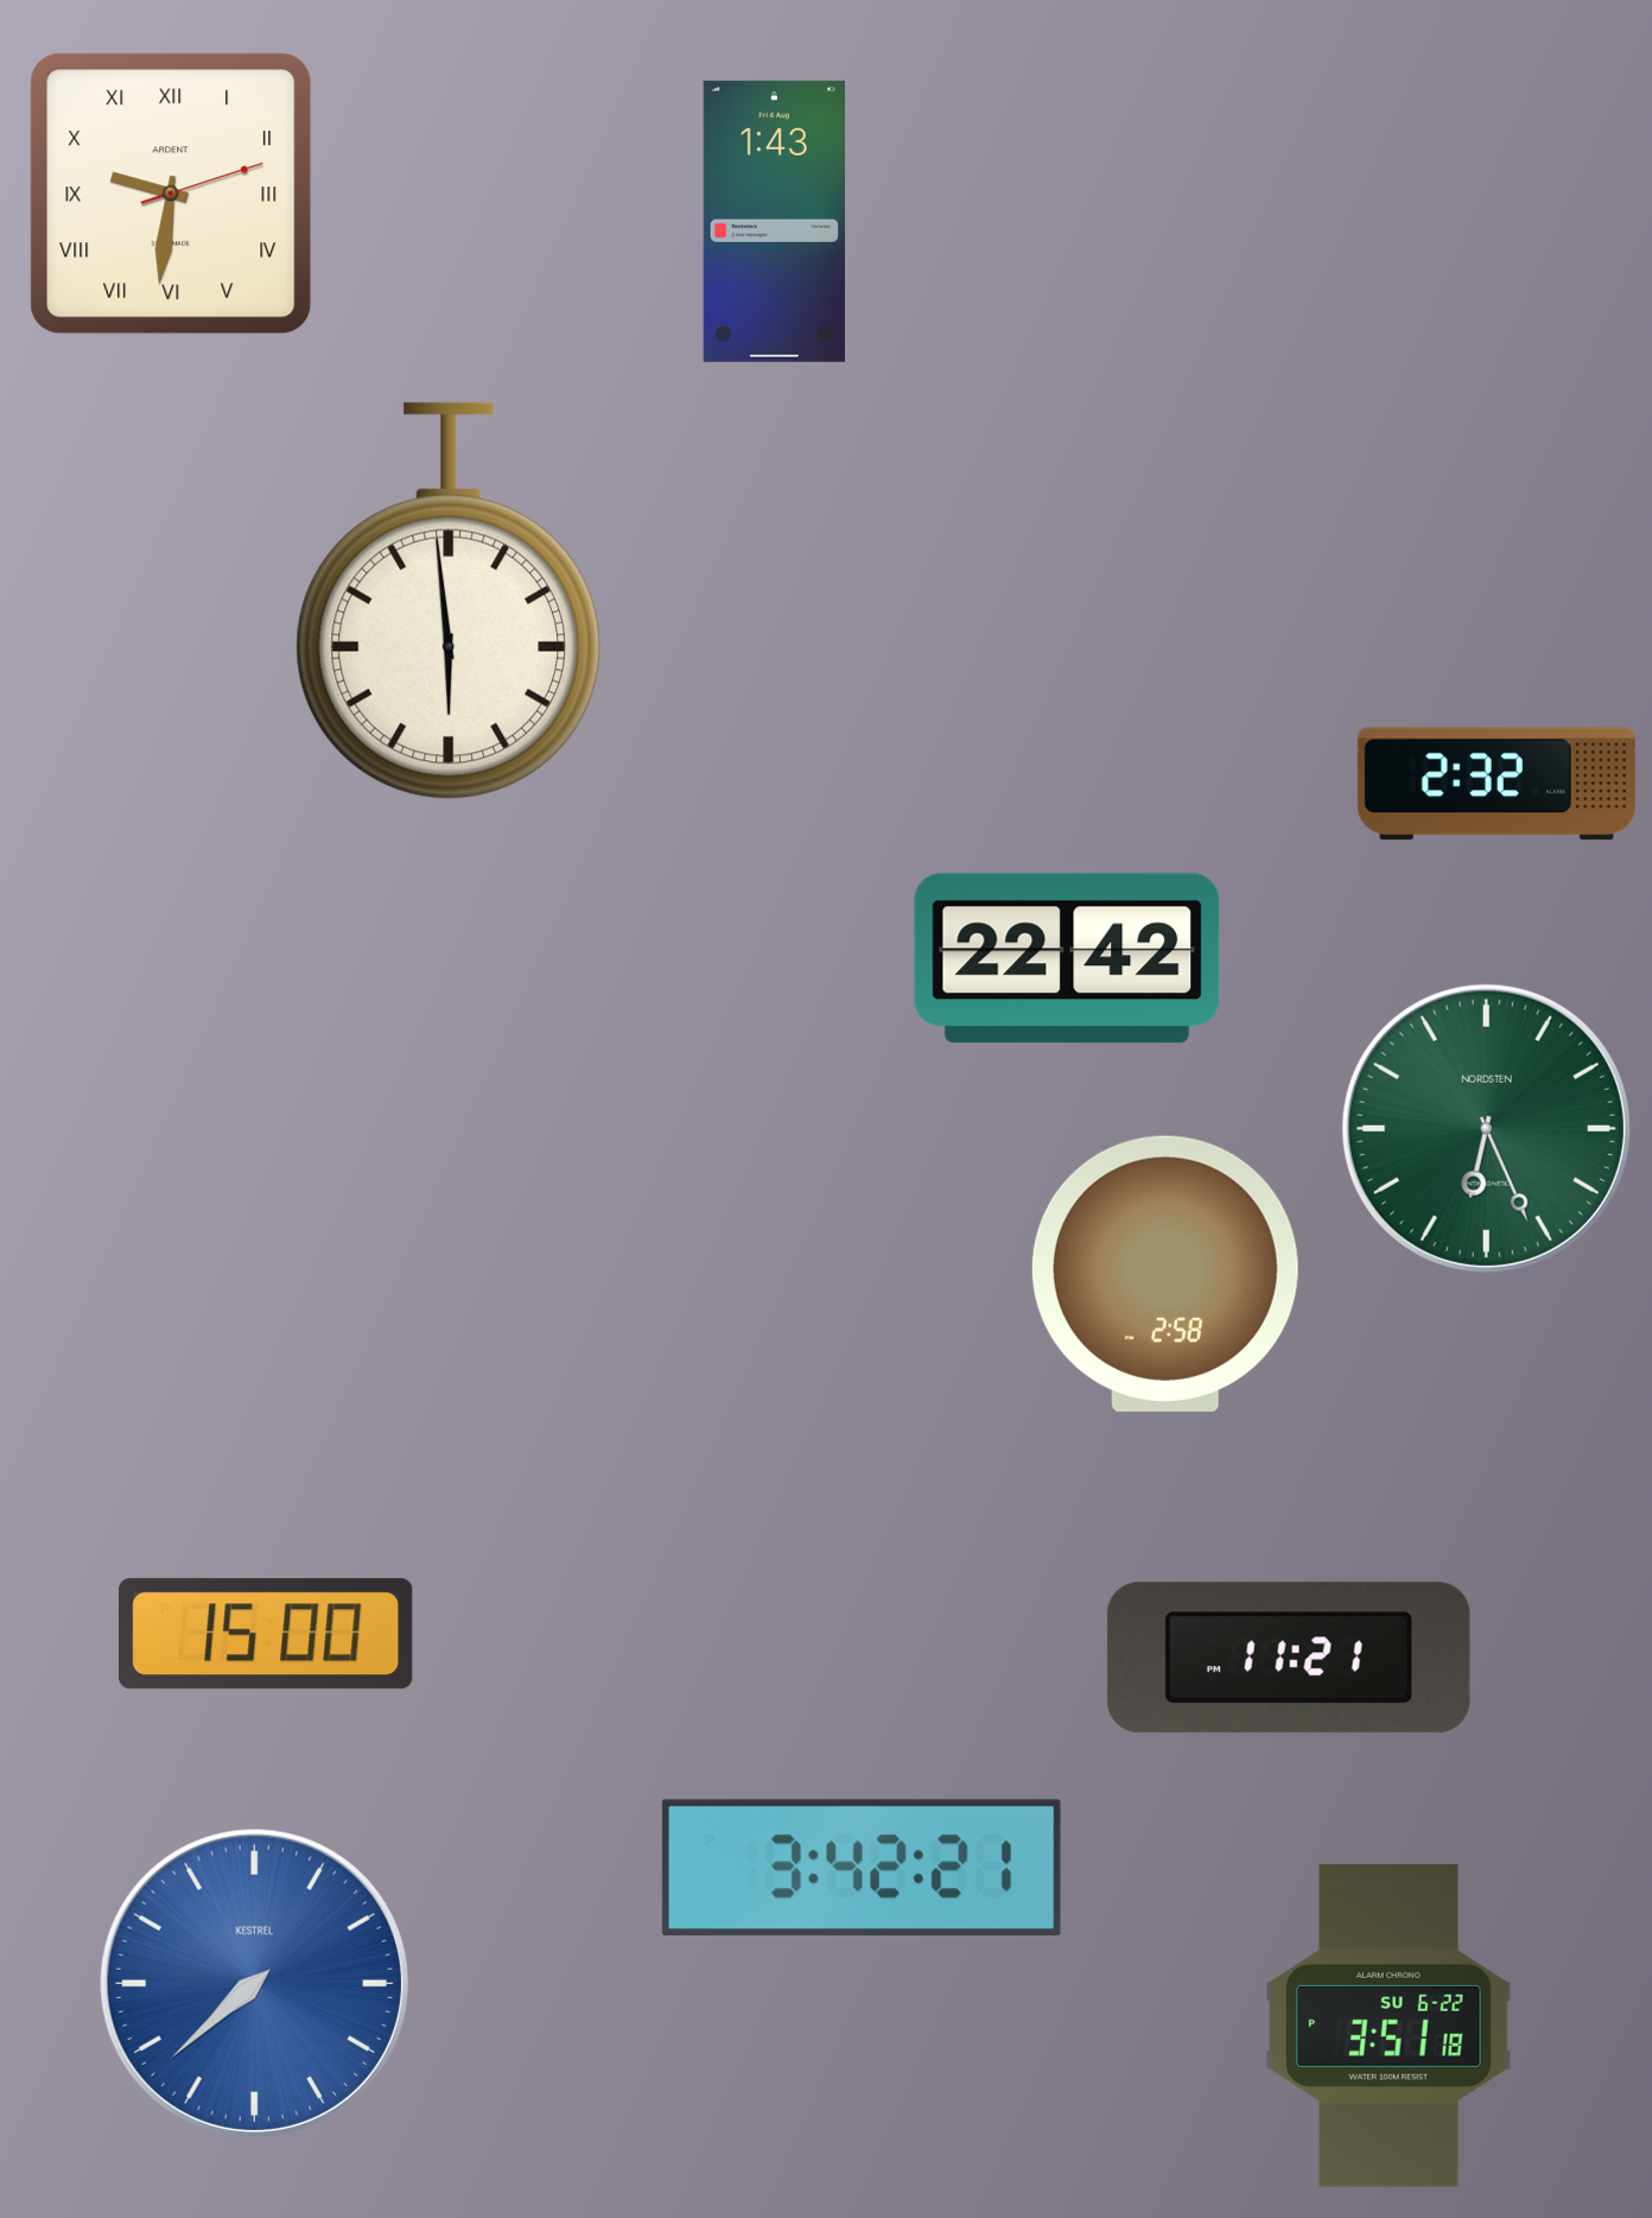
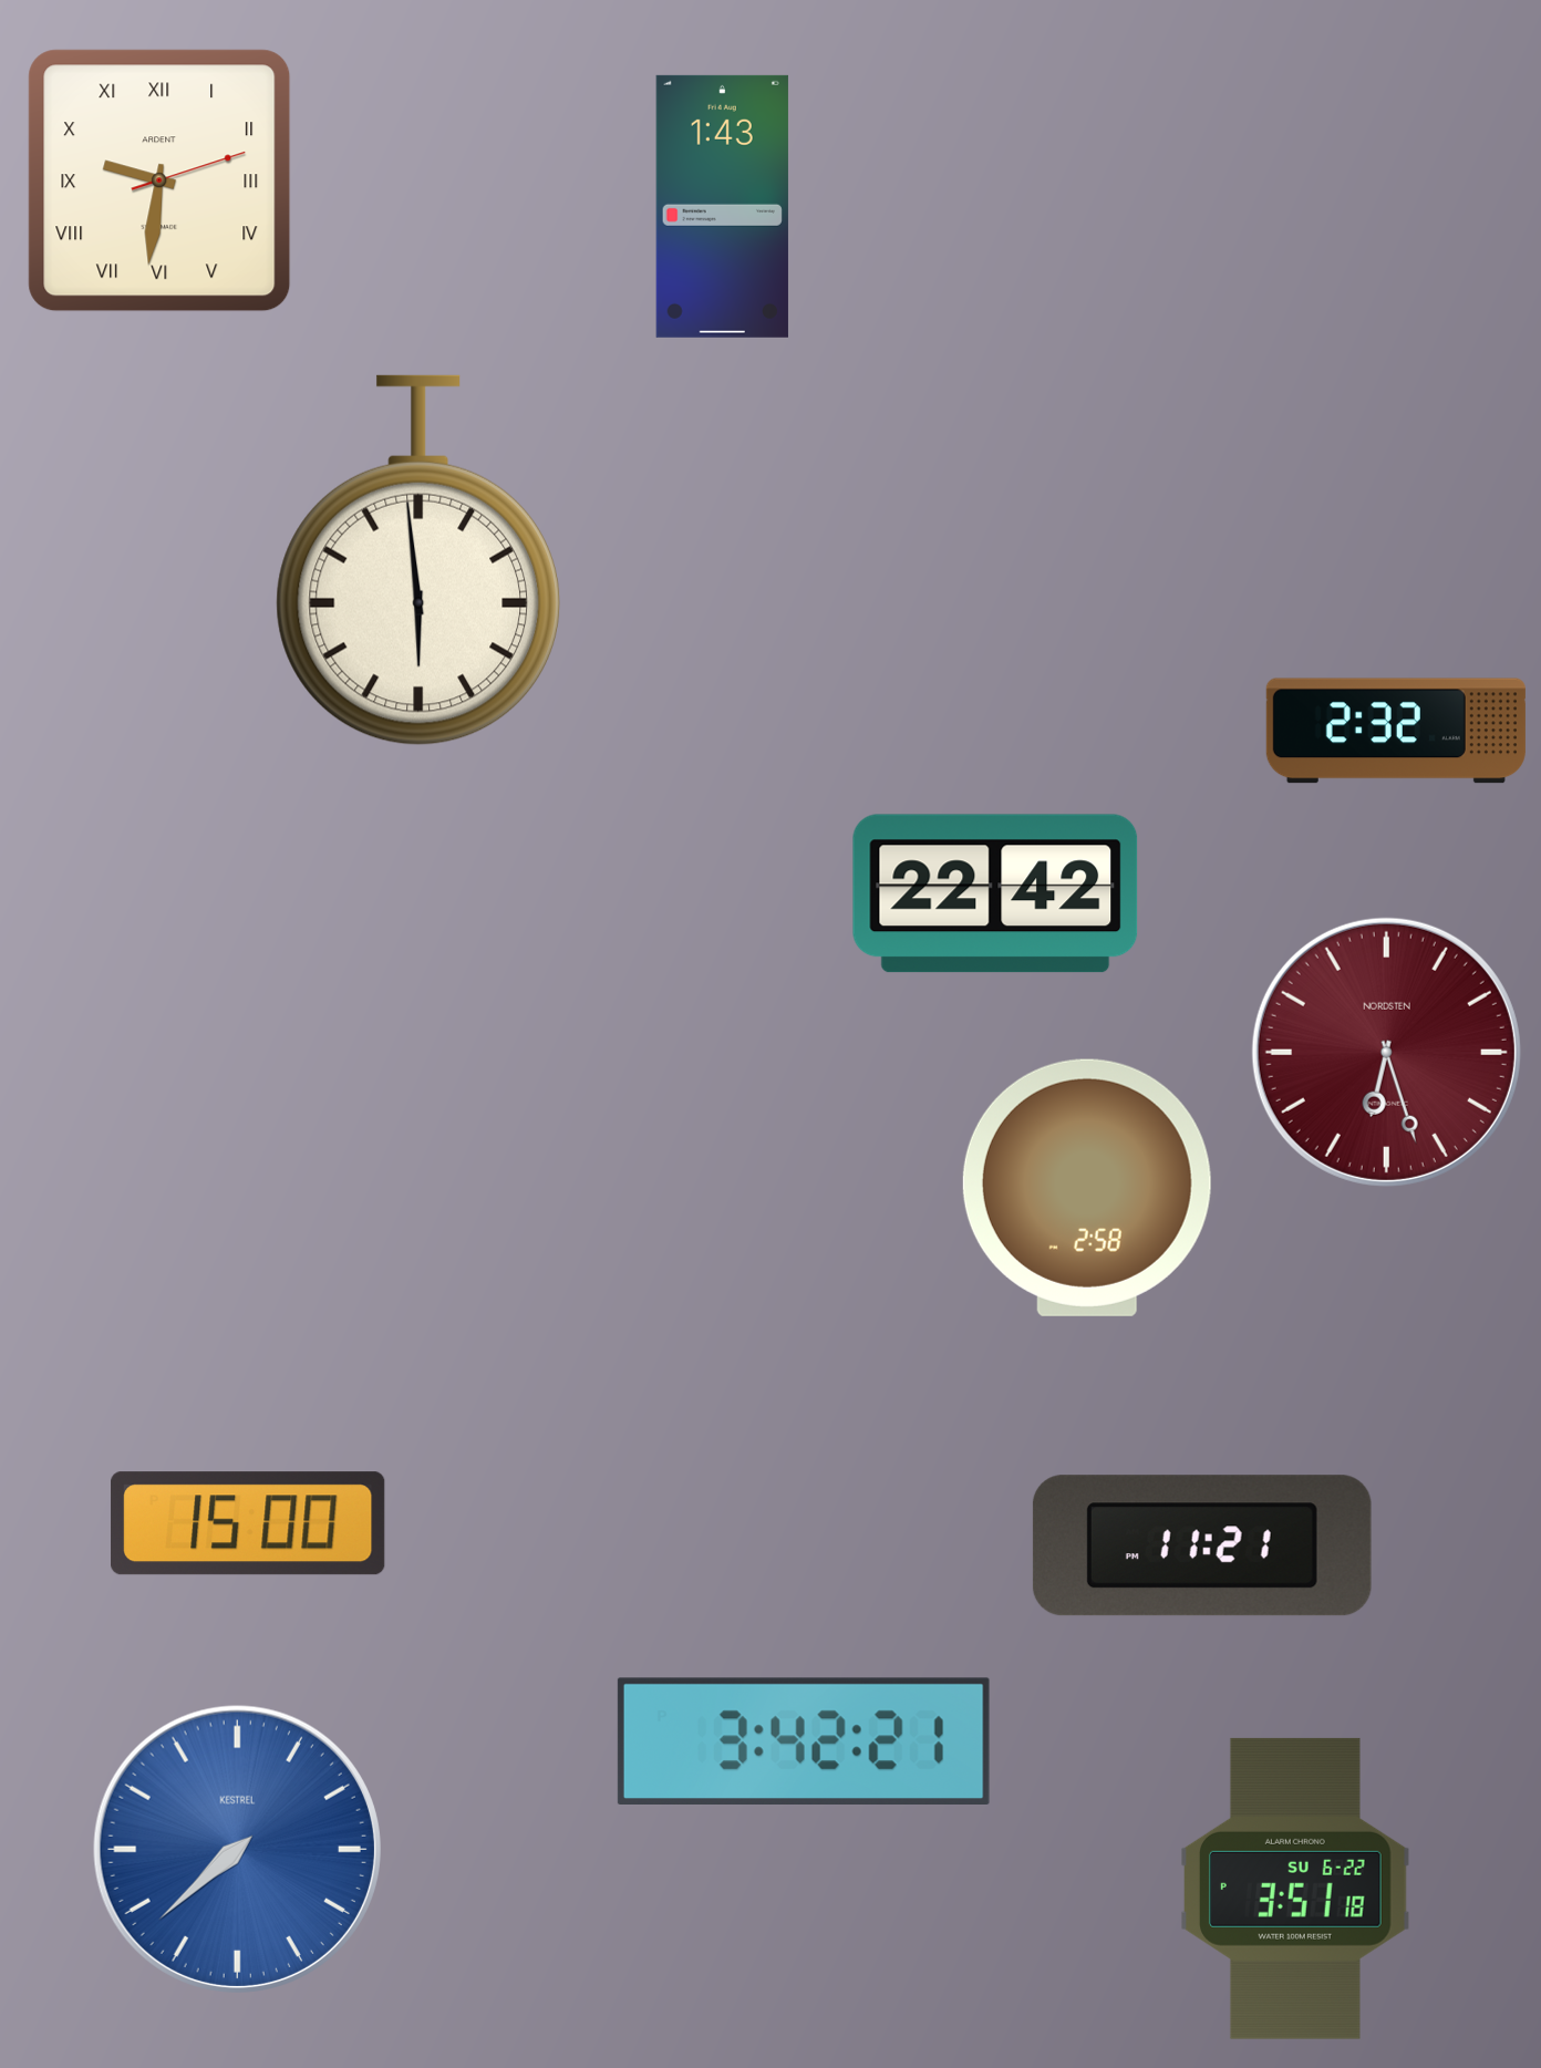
clock at (1486, 1128): 6:26 -> 6:27
clock at (1486, 1128) dial: green -> burgundy
